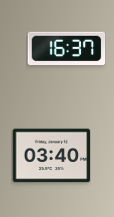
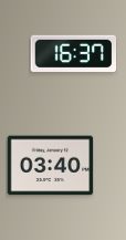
clock at (51, 156) position: (51, 156) -> (50, 166)
